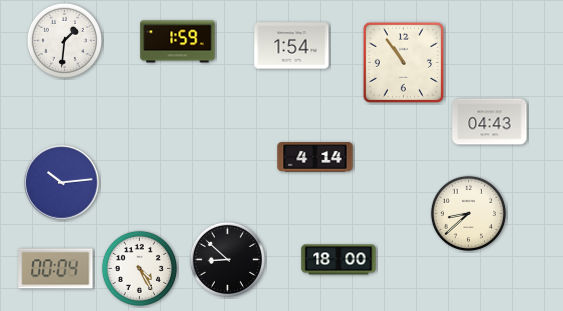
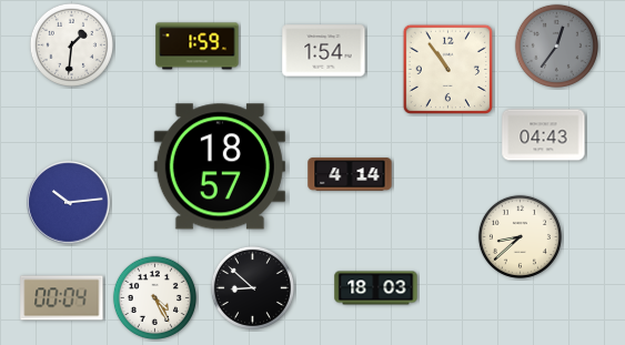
clock at (556, 45): none -> 12:36
clock at (220, 166): none -> 18:57
clock at (339, 260): 18:00 -> 18:03
